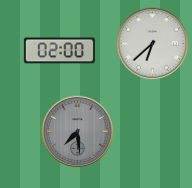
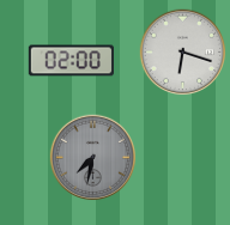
clock at (153, 44): 6:38 -> 6:18
clock at (78, 132): 7:29 -> 7:32
